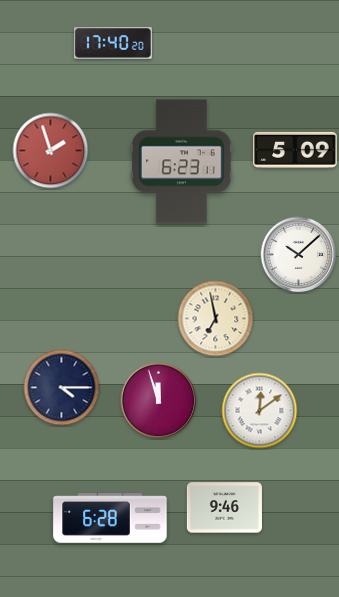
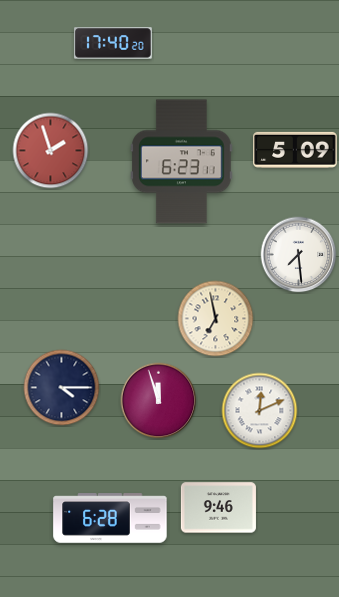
clock at (299, 255): 10:08 -> 7:29
clock at (260, 411): 12:09 -> 12:11
clock at (224, 508) position: (224, 508) -> (218, 508)
